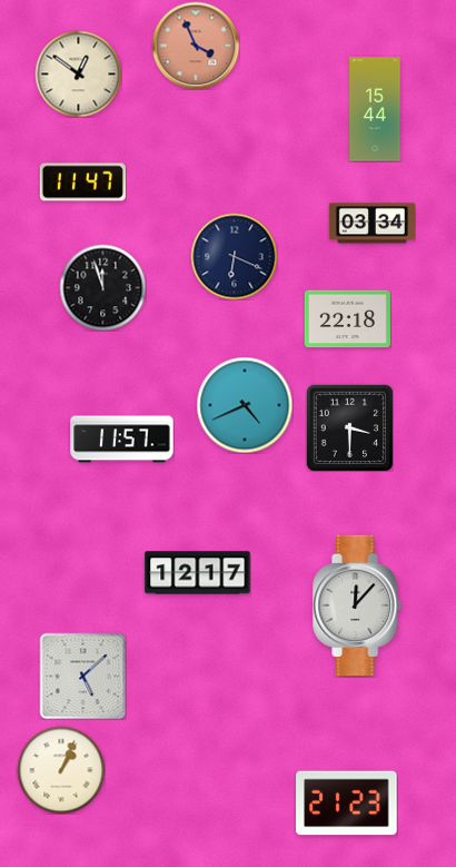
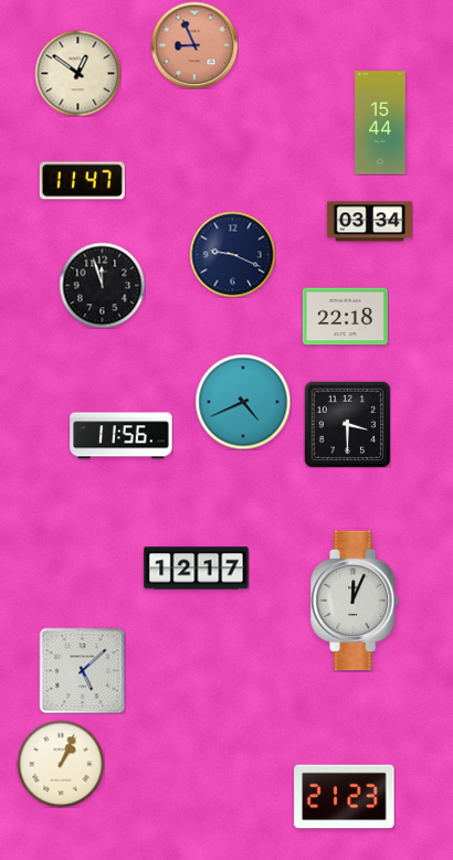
clock at (196, 46): 3:56 -> 8:56
clock at (375, 109) position: (375, 109) -> (380, 123)
clock at (234, 256): 6:19 -> 9:19
clock at (122, 440): 11:57 -> 11:56
clock at (358, 605): 12:07 -> 12:04
